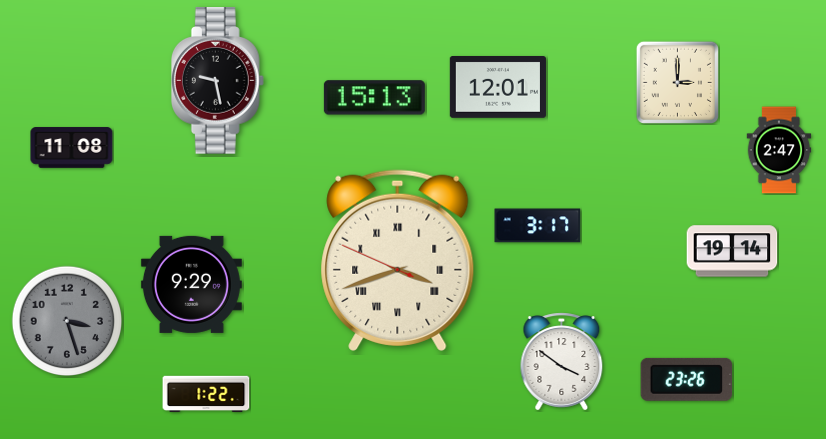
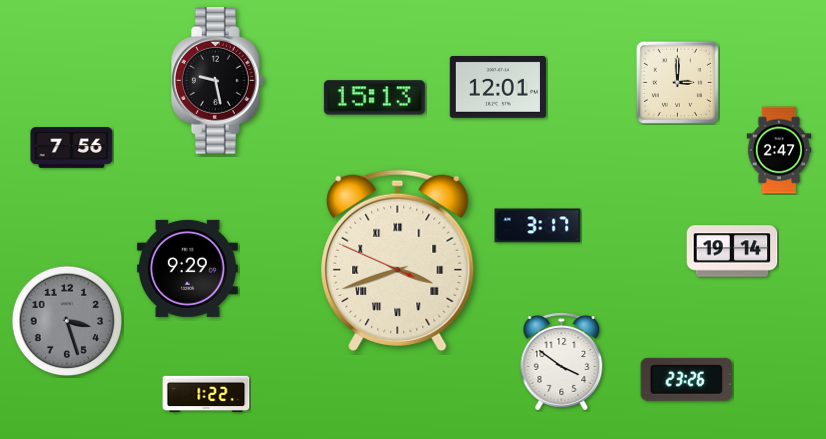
clock at (72, 148): 11:08 -> 7:56
clock at (191, 284) position: (191, 284) -> (187, 268)
